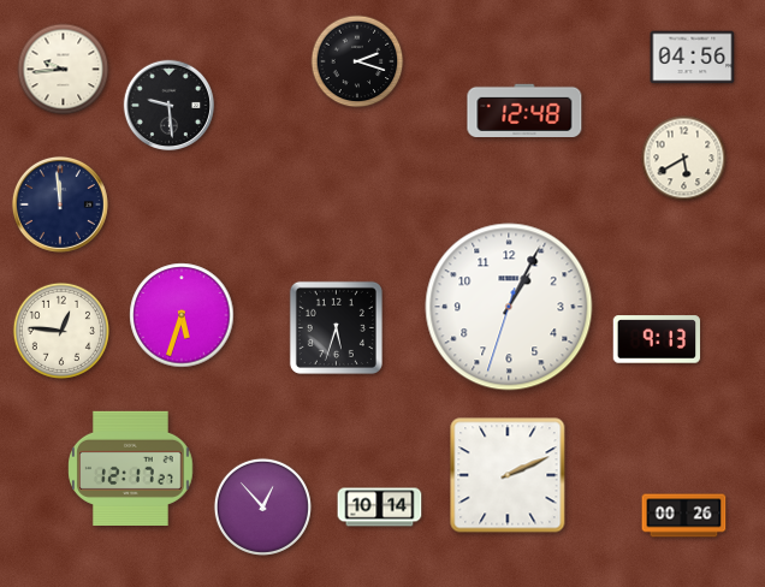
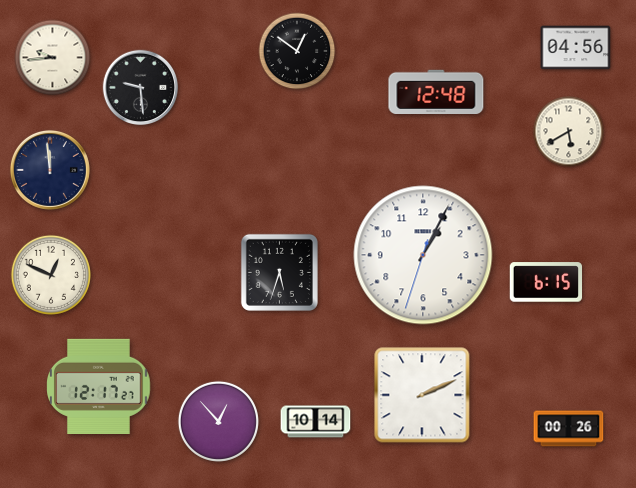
clock at (357, 61): 2:18 -> 12:51
clock at (182, 315): 5:33 -> none
clock at (60, 330): 12:46 -> 12:49
clock at (657, 339): 9:13 -> 6:15
clock at (131, 468) position: (131, 468) -> (99, 386)
